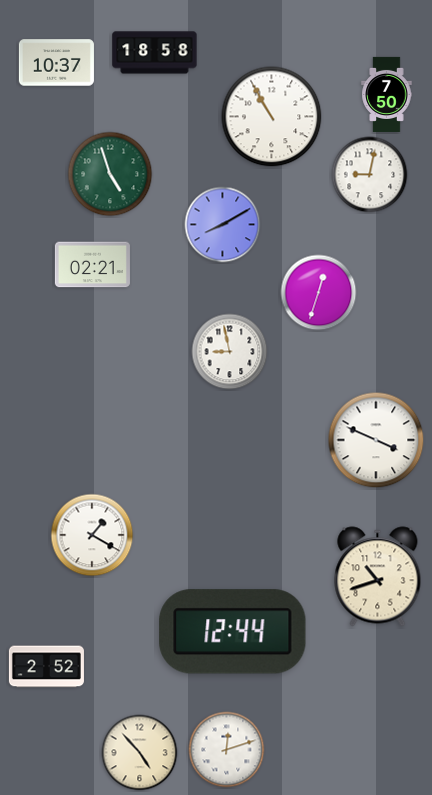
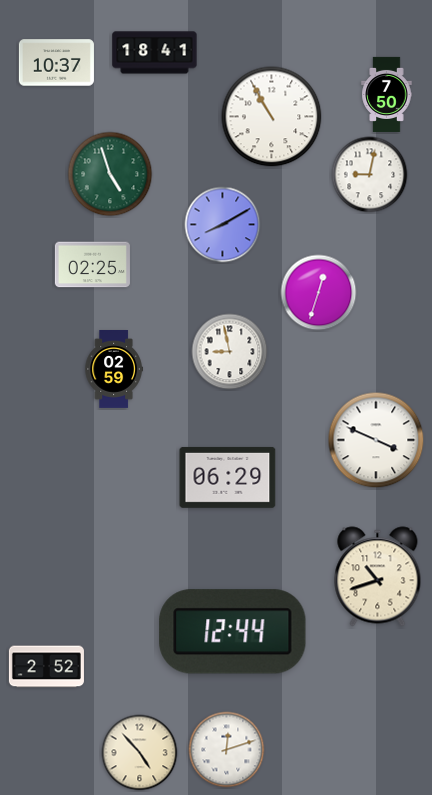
clock at (155, 53): 18:58 -> 18:41
clock at (92, 265): 02:21 -> 02:25
clock at (114, 370): none -> 02:59
clock at (228, 477): none -> 06:29
clock at (92, 535): 1:20 -> none
